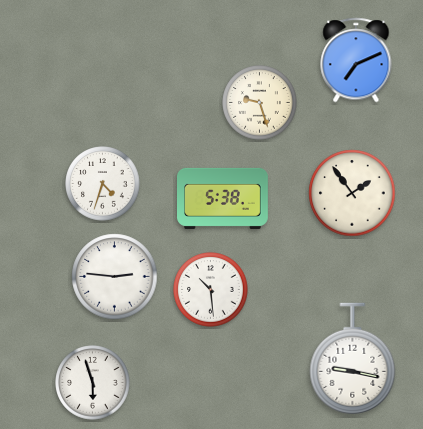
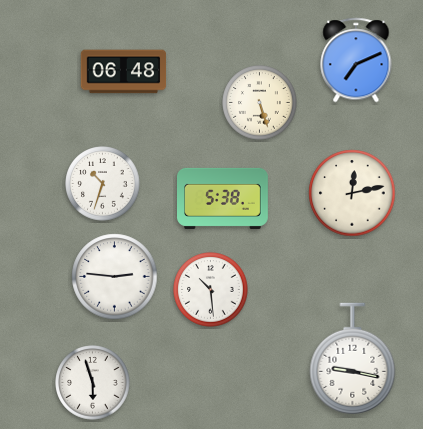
clock at (124, 72): none -> 06:48
clock at (260, 103): 9:27 -> 5:27
clock at (103, 184): 4:33 -> 10:33
clock at (352, 193): 1:54 -> 12:13
